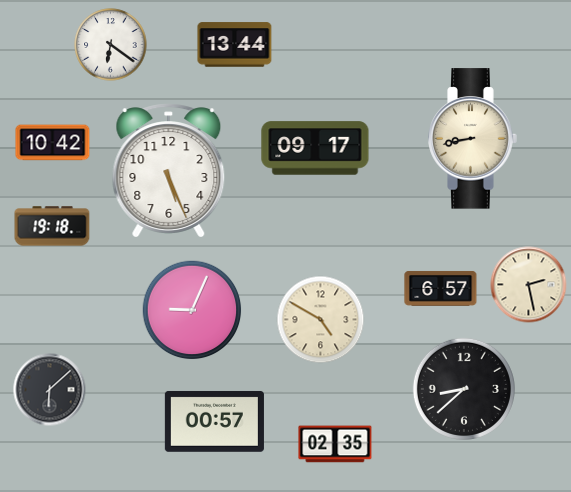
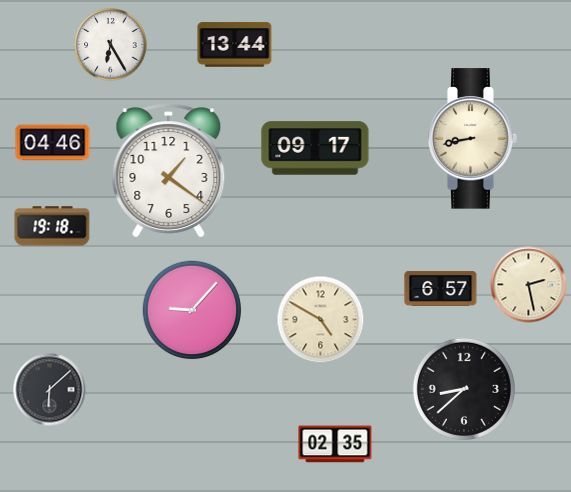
clock at (111, 45): 6:21 -> 6:25
clock at (53, 143): 10:42 -> 04:46
clock at (169, 171): 5:26 -> 1:21
clock at (192, 310): 9:04 -> 9:07
clock at (214, 421): 00:57 -> none
